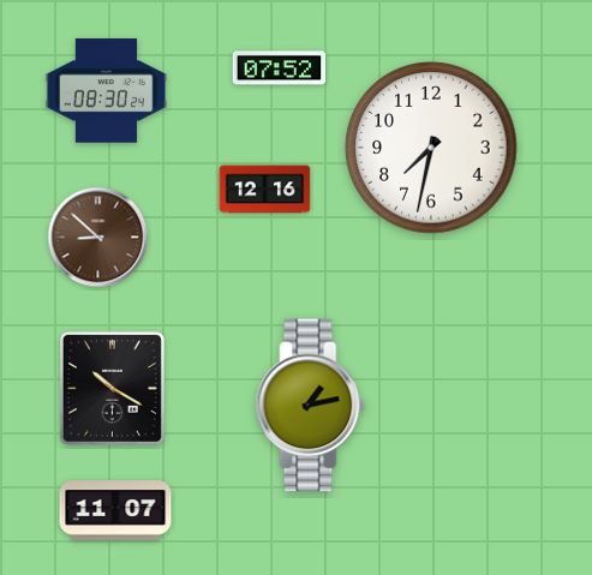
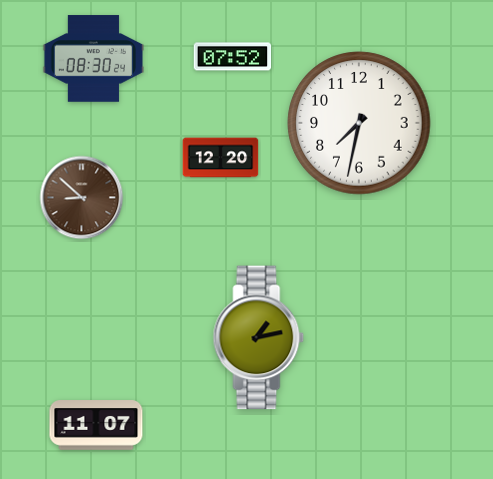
clock at (106, 91) position: (106, 91) -> (93, 59)
clock at (265, 190): 12:16 -> 12:20
clock at (112, 388): 10:20 -> none
